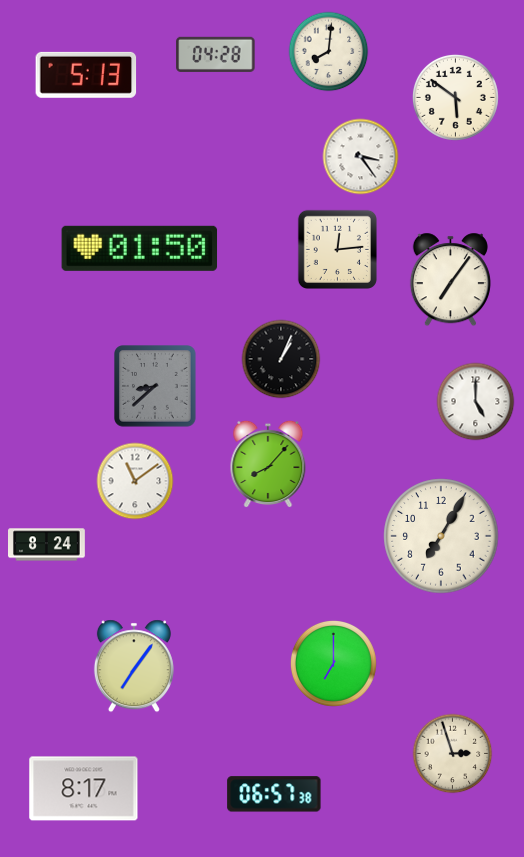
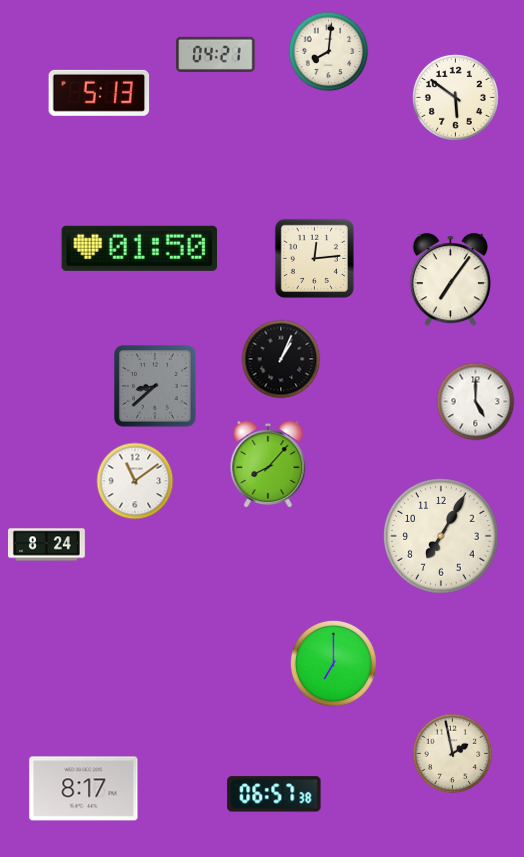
clock at (216, 54): 04:28 -> 04:21
clock at (86, 75) position: (86, 75) -> (99, 93)
clock at (361, 157): 3:24 -> none
clock at (337, 249) position: (337, 249) -> (314, 258)
clock at (134, 666): 7:06 -> none
clock at (453, 754): 2:57 -> 1:58
